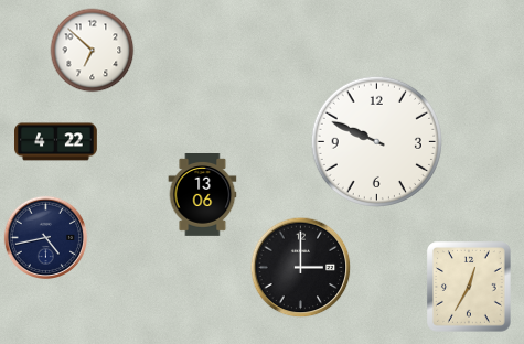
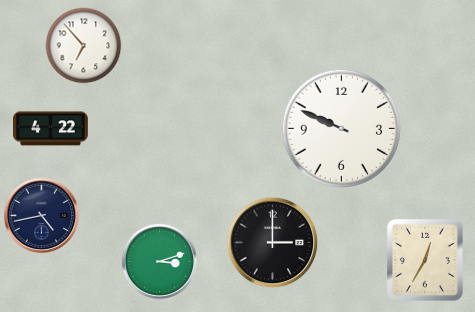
clock at (93, 51): 6:52 -> 6:53
clock at (203, 195): 13:06 -> none
clock at (159, 261): none -> 3:12
